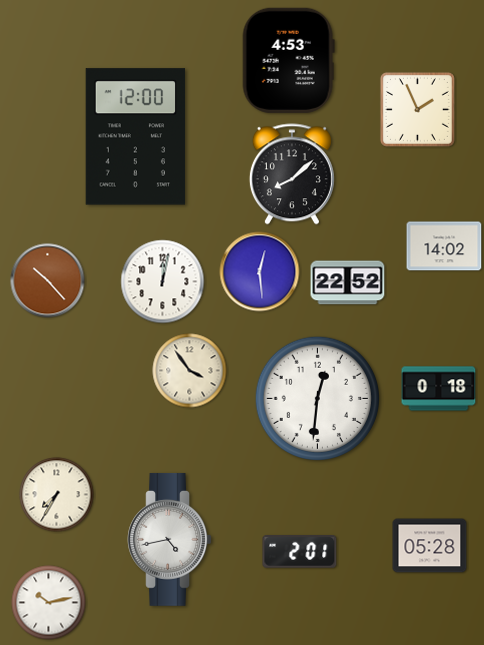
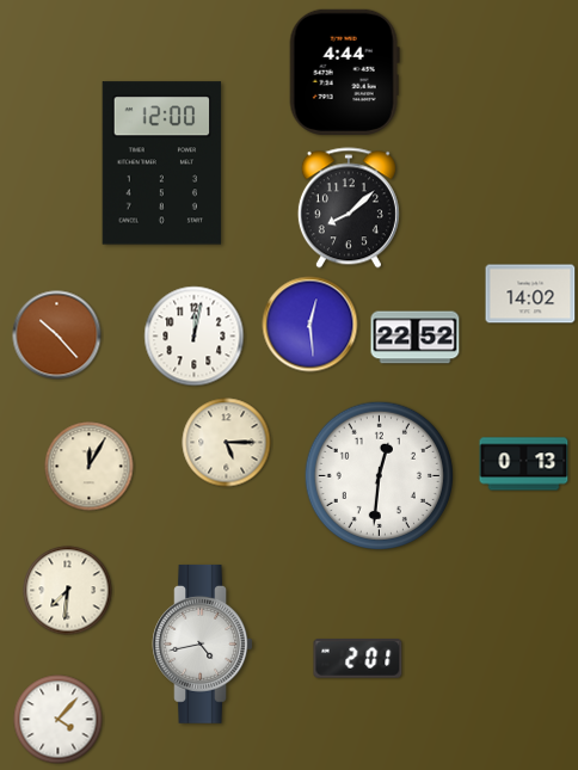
clock at (288, 60): 4:53 -> 4:44
clock at (417, 109): 1:56 -> none
clock at (190, 371): 3:54 -> 5:15
clock at (439, 389): 0:18 -> 0:13
clock at (90, 467): none -> 12:05
clock at (57, 495): 7:35 -> 7:31
clock at (430, 546): 05:28 -> none
clock at (49, 603): 10:13 -> 4:07
